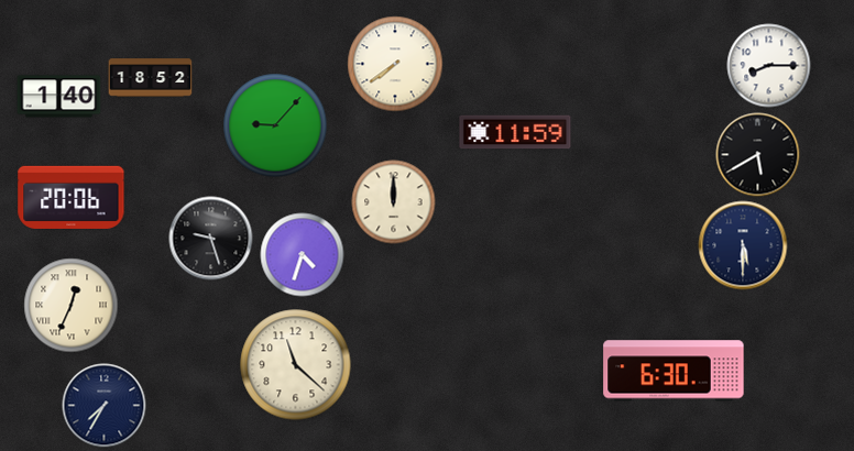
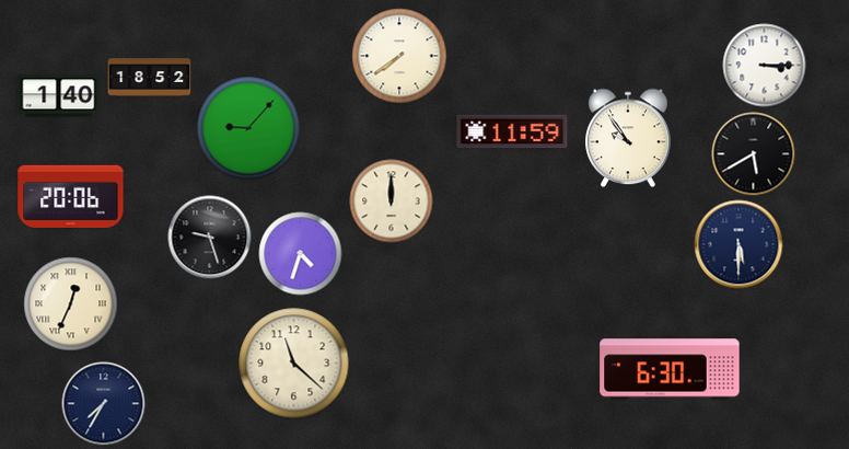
clock at (395, 64) position: (395, 64) -> (399, 56)
clock at (769, 66): 8:15 -> 3:15
clock at (275, 125) position: (275, 125) -> (248, 128)
clock at (628, 138): none -> 9:54
